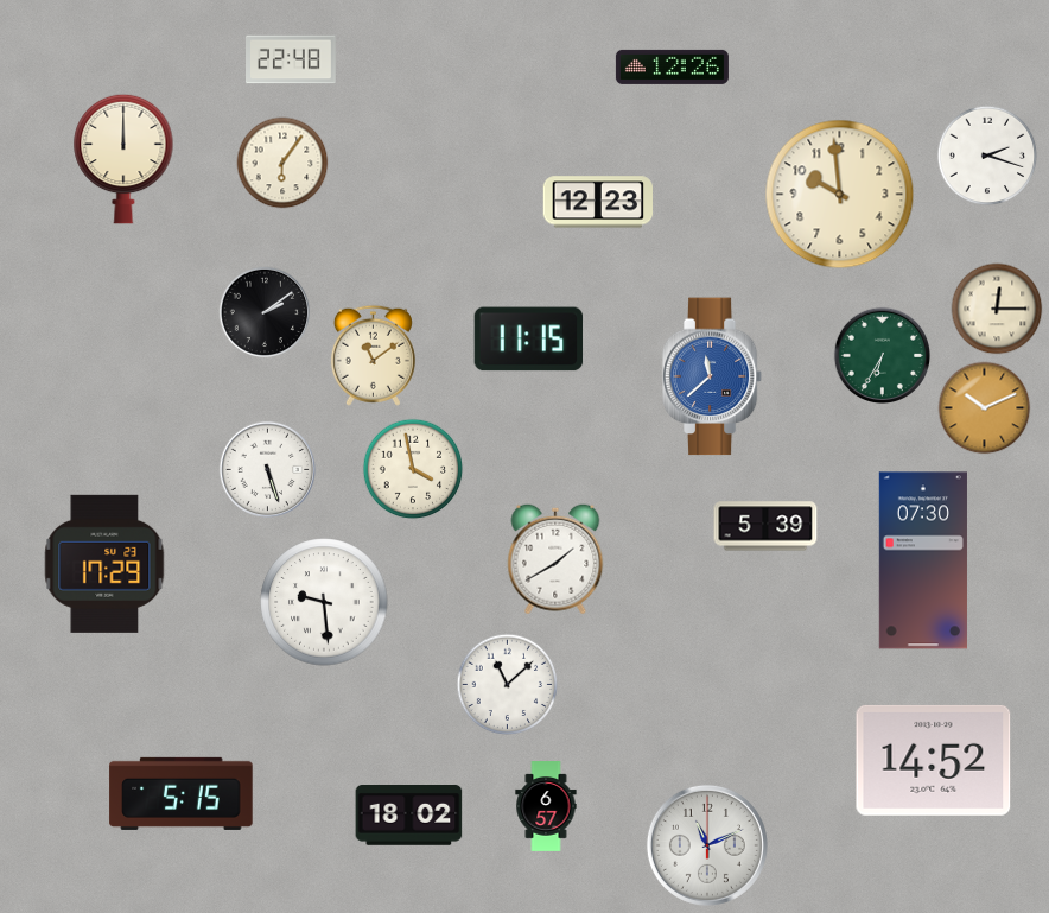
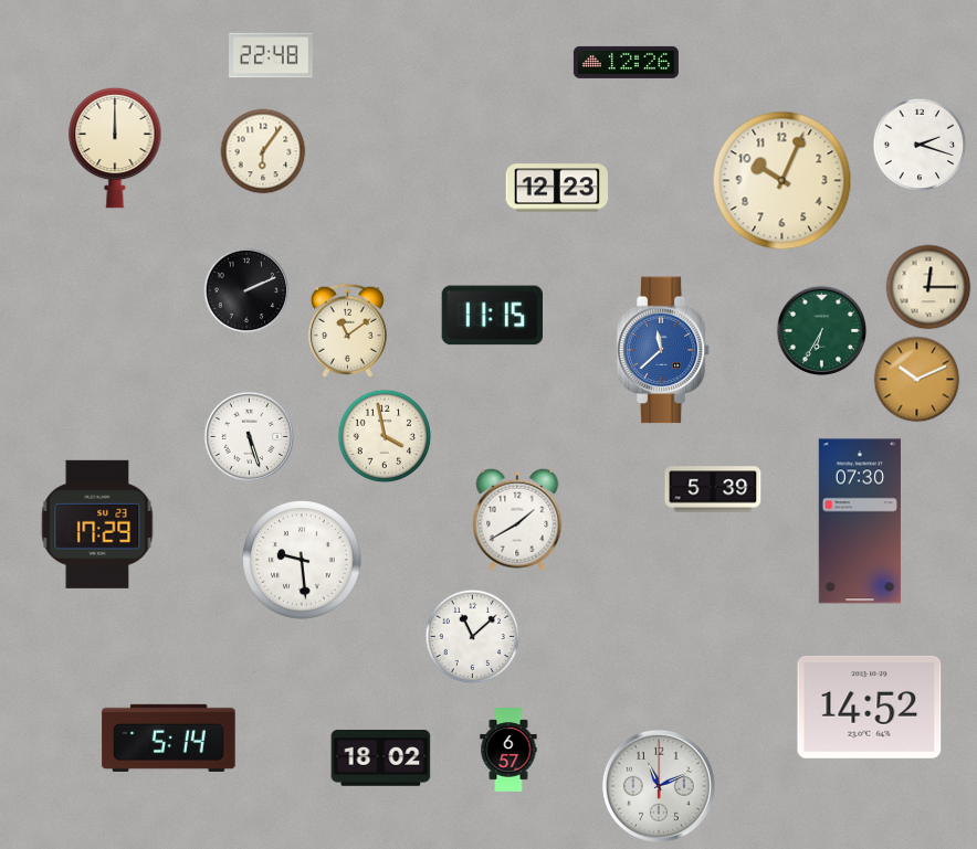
clock at (840, 195): 9:59 -> 10:04
clock at (265, 312): 2:09 -> 2:11
clock at (182, 793): 5:15 -> 5:14
